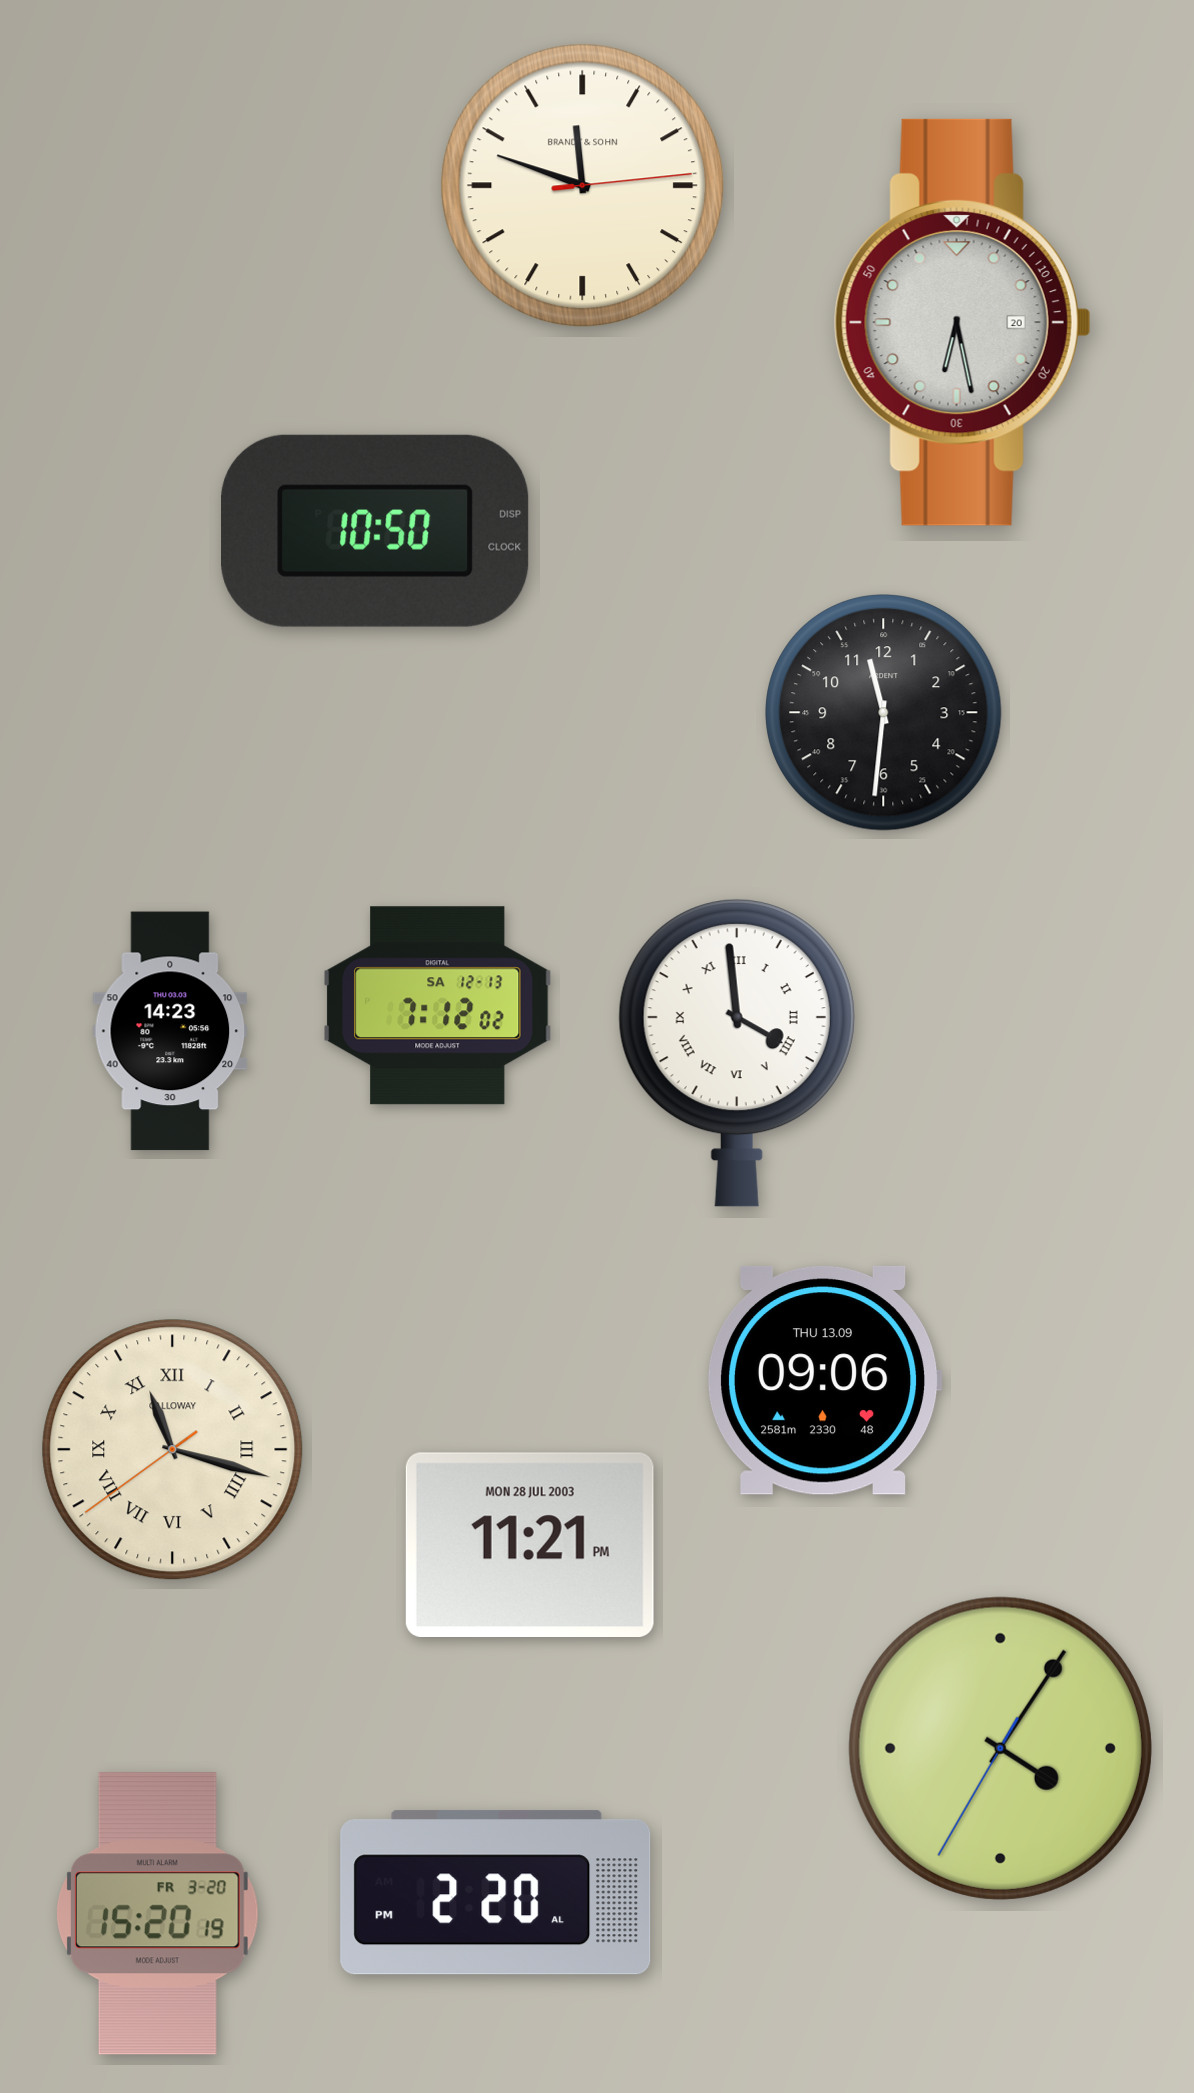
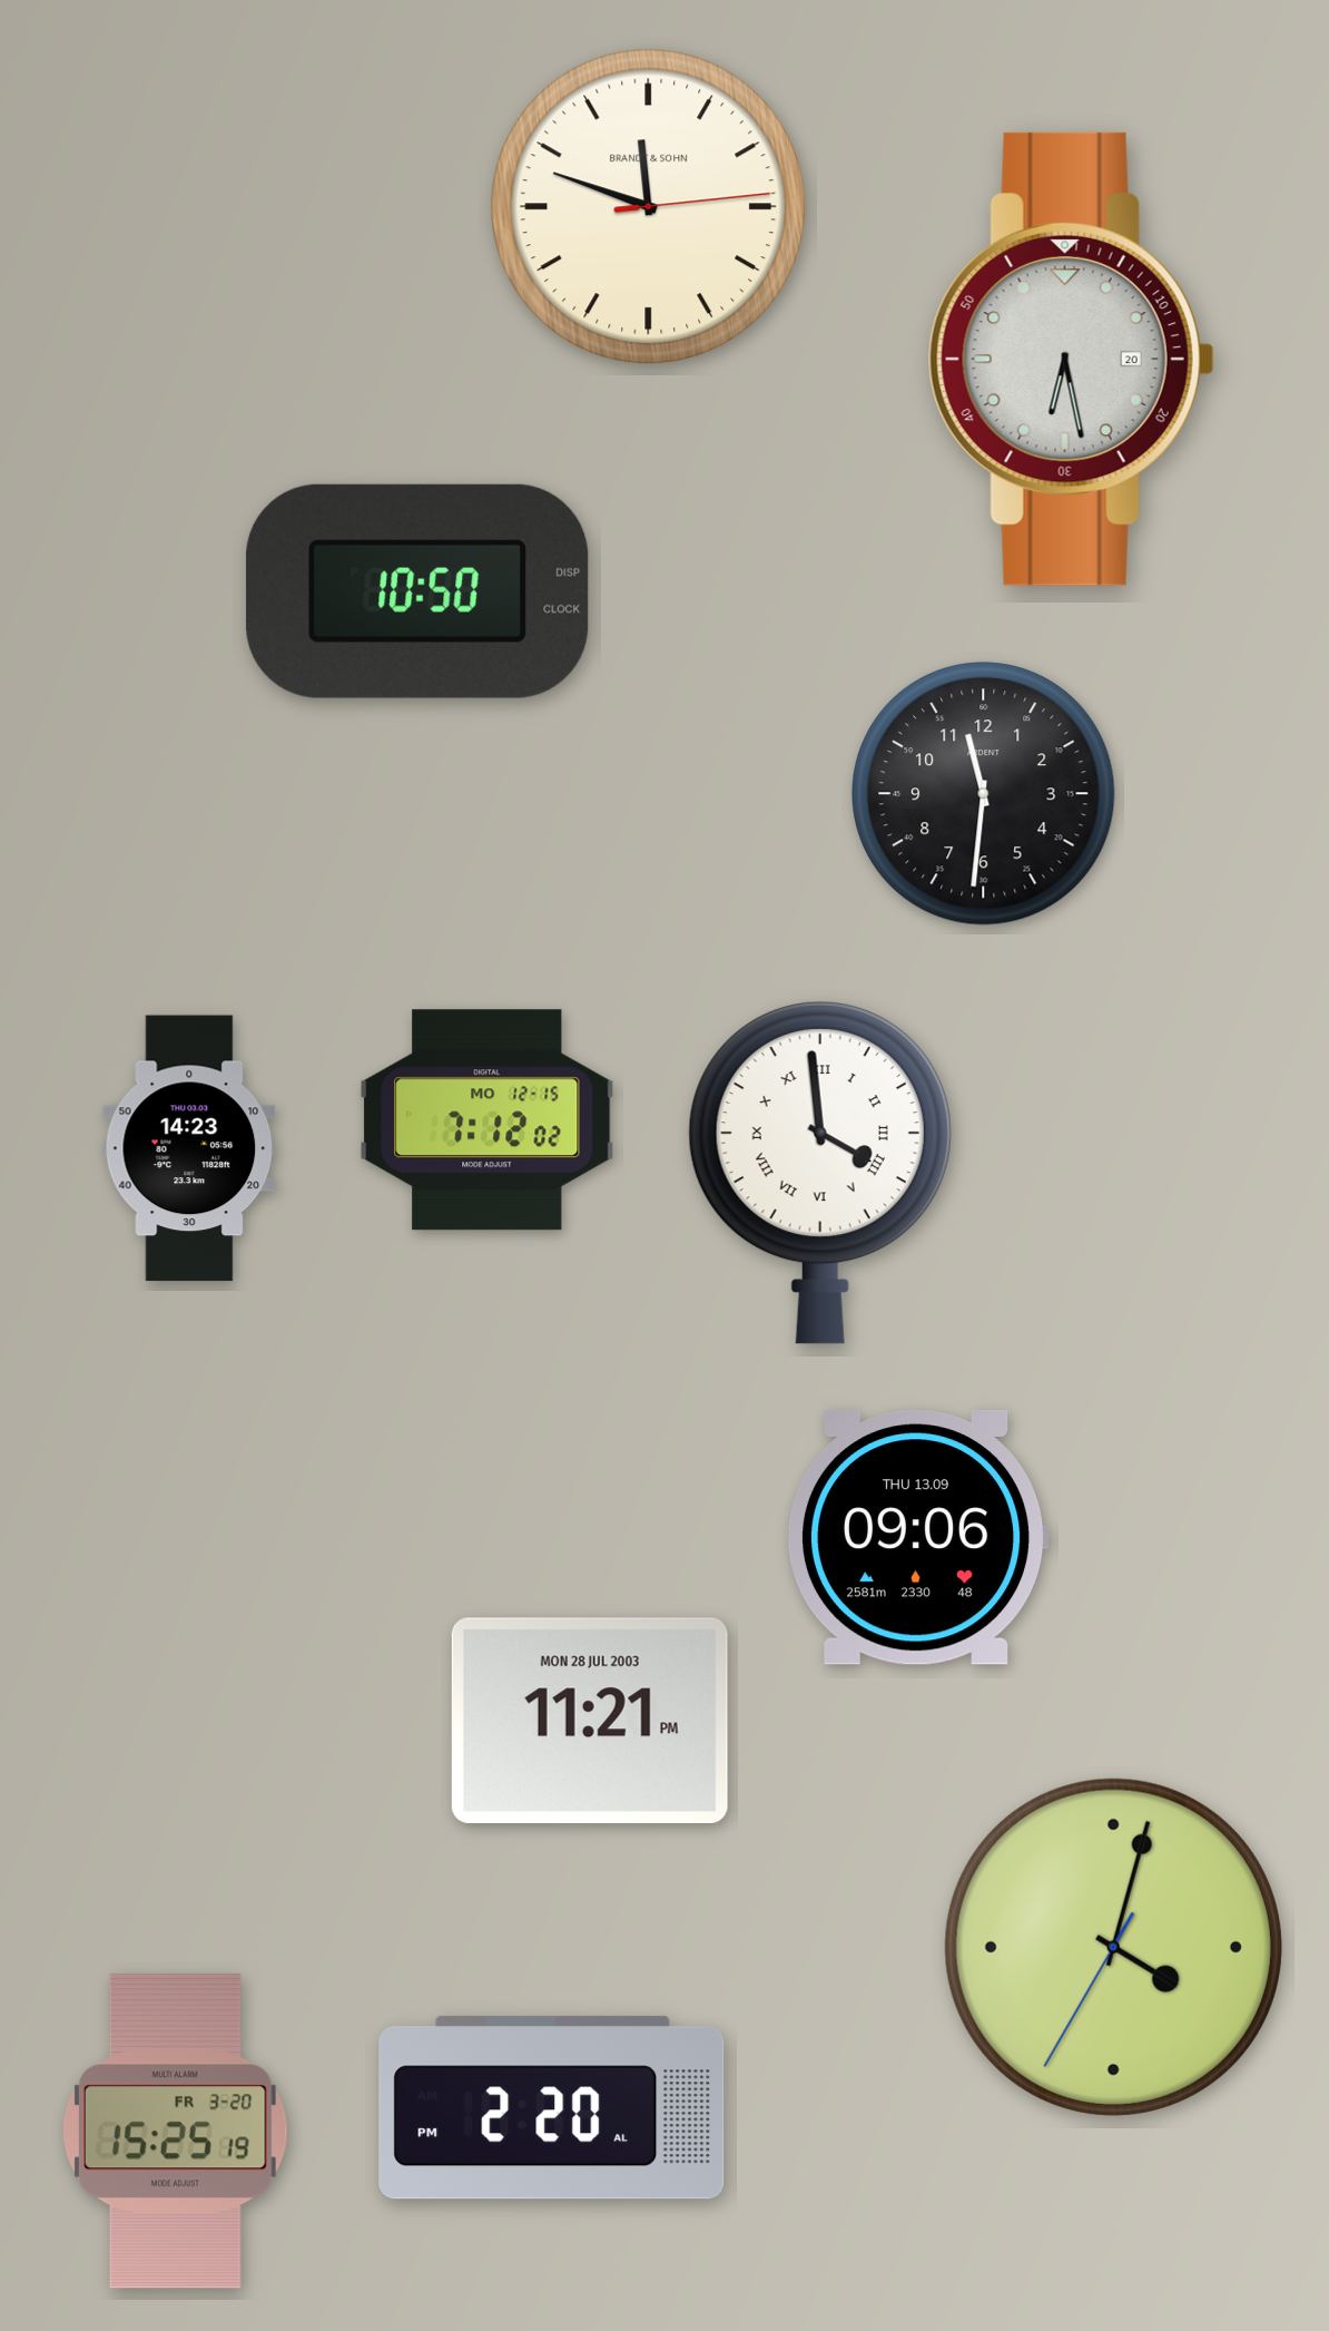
clock at (438, 1006) date: SA 12-13 -> MO 12-15
clock at (173, 1450): 11:17 -> none
clock at (1000, 1748): 4:05 -> 4:02
clock at (157, 1914): 15:20 -> 15:25
